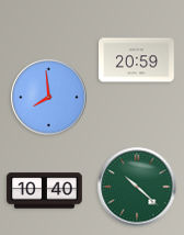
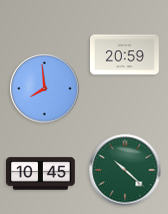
clock at (45, 191): 10:40 -> 10:45
